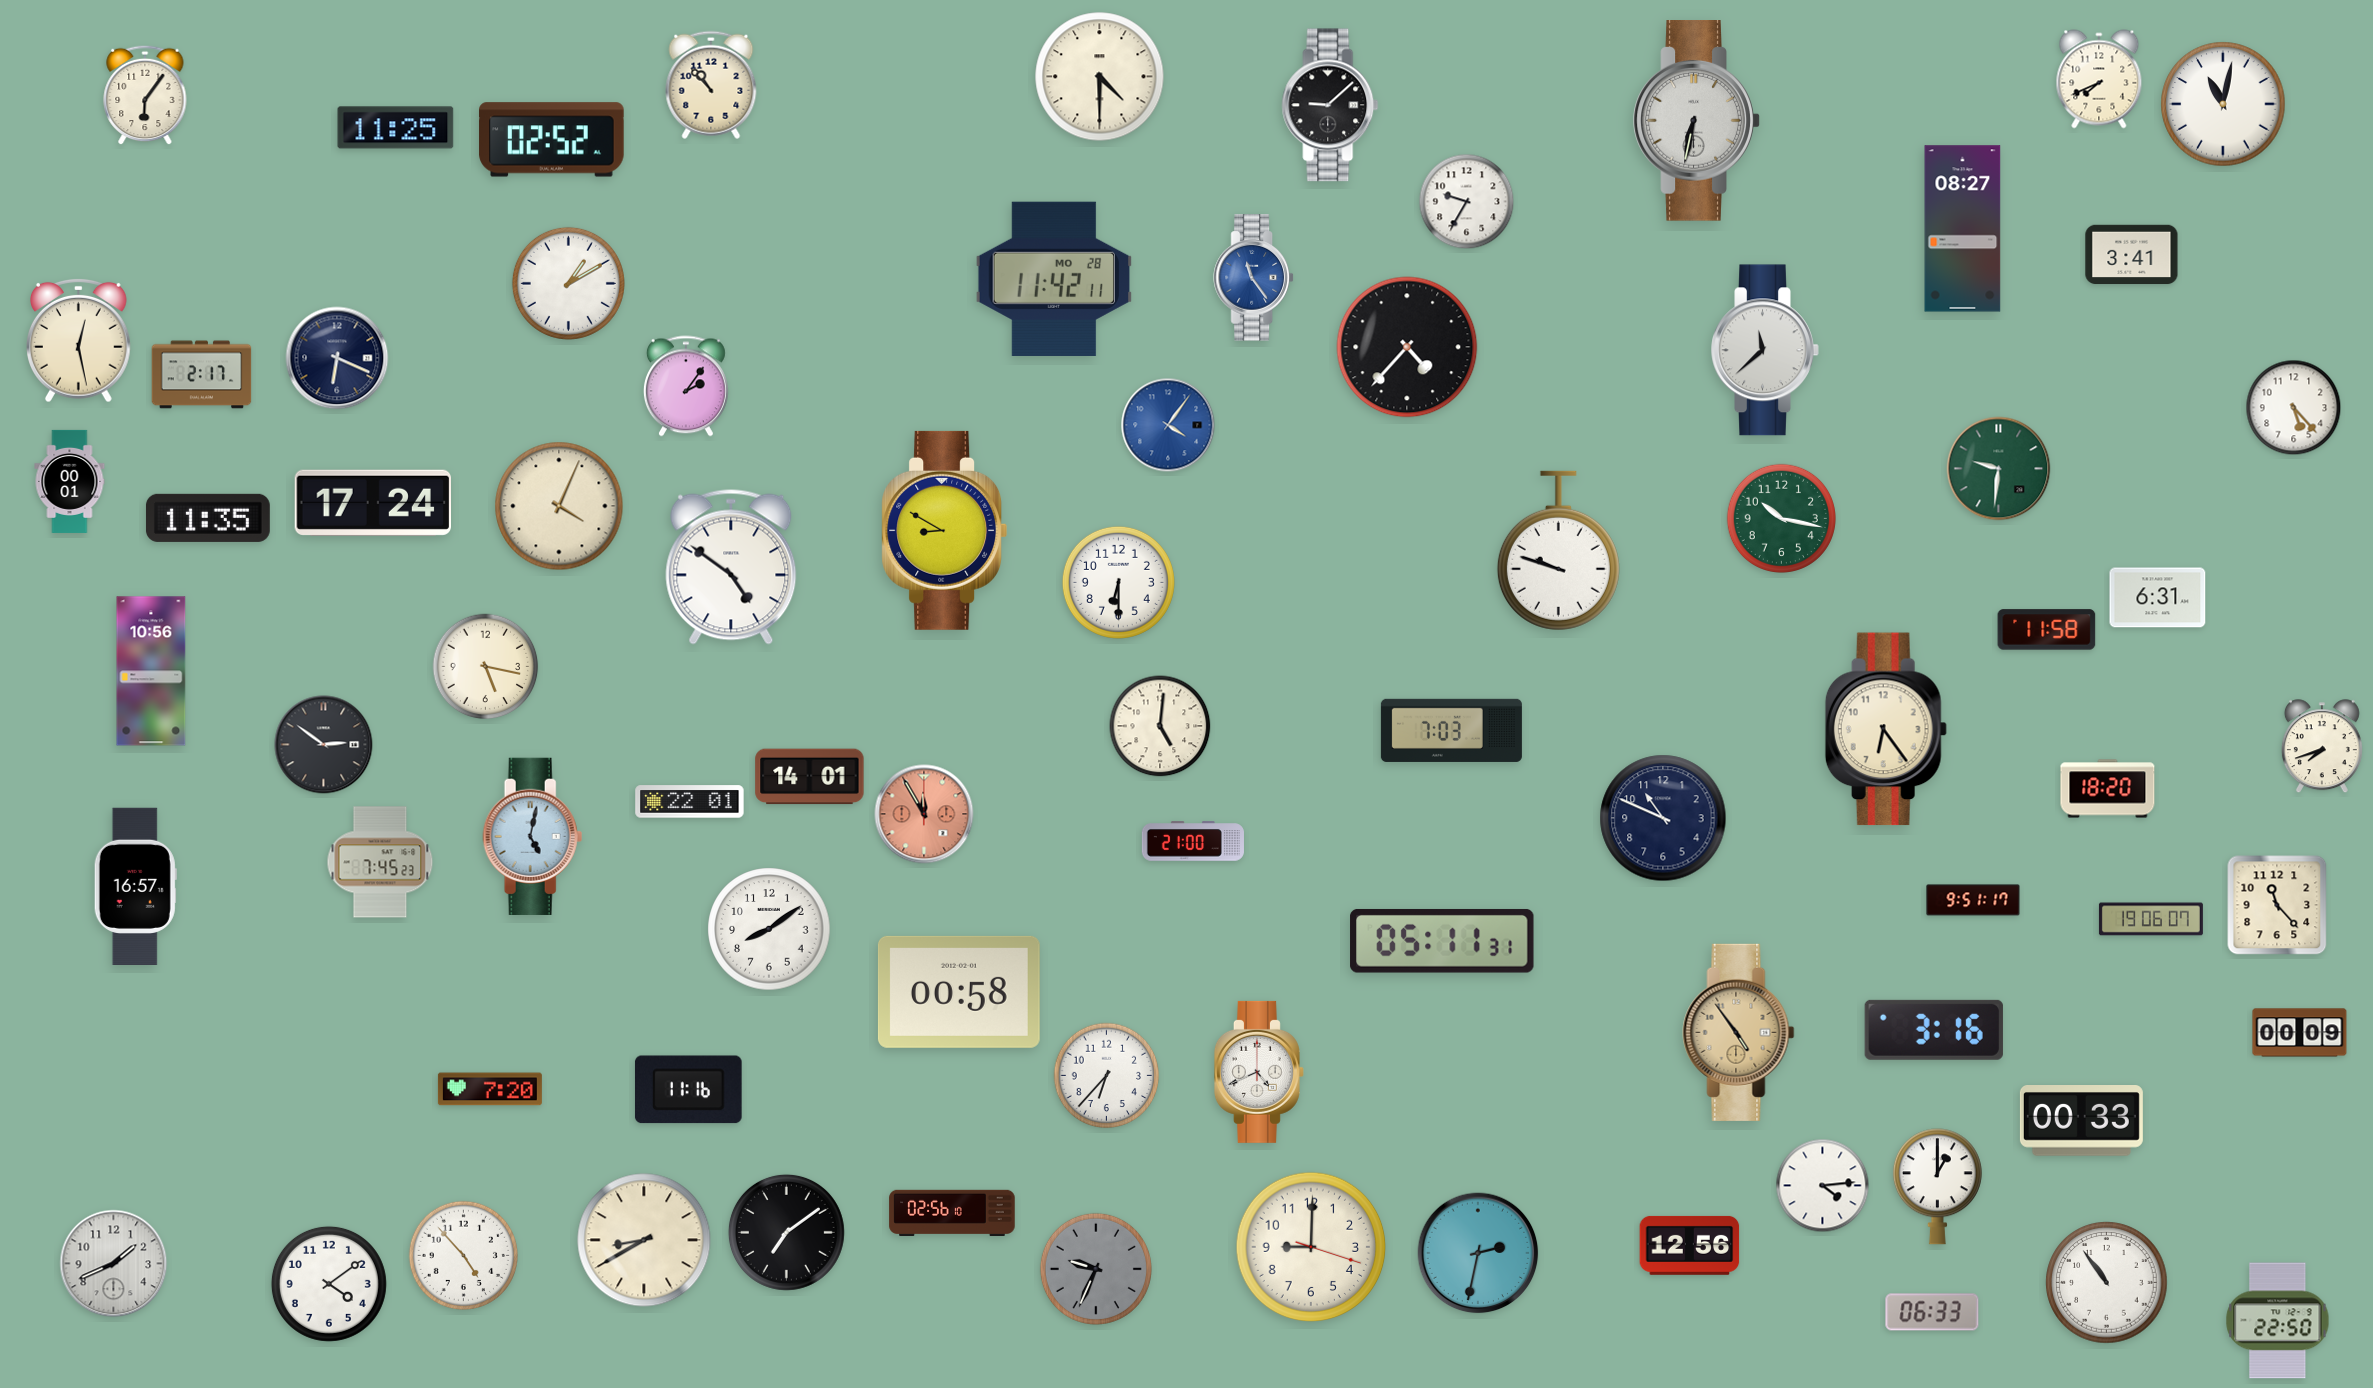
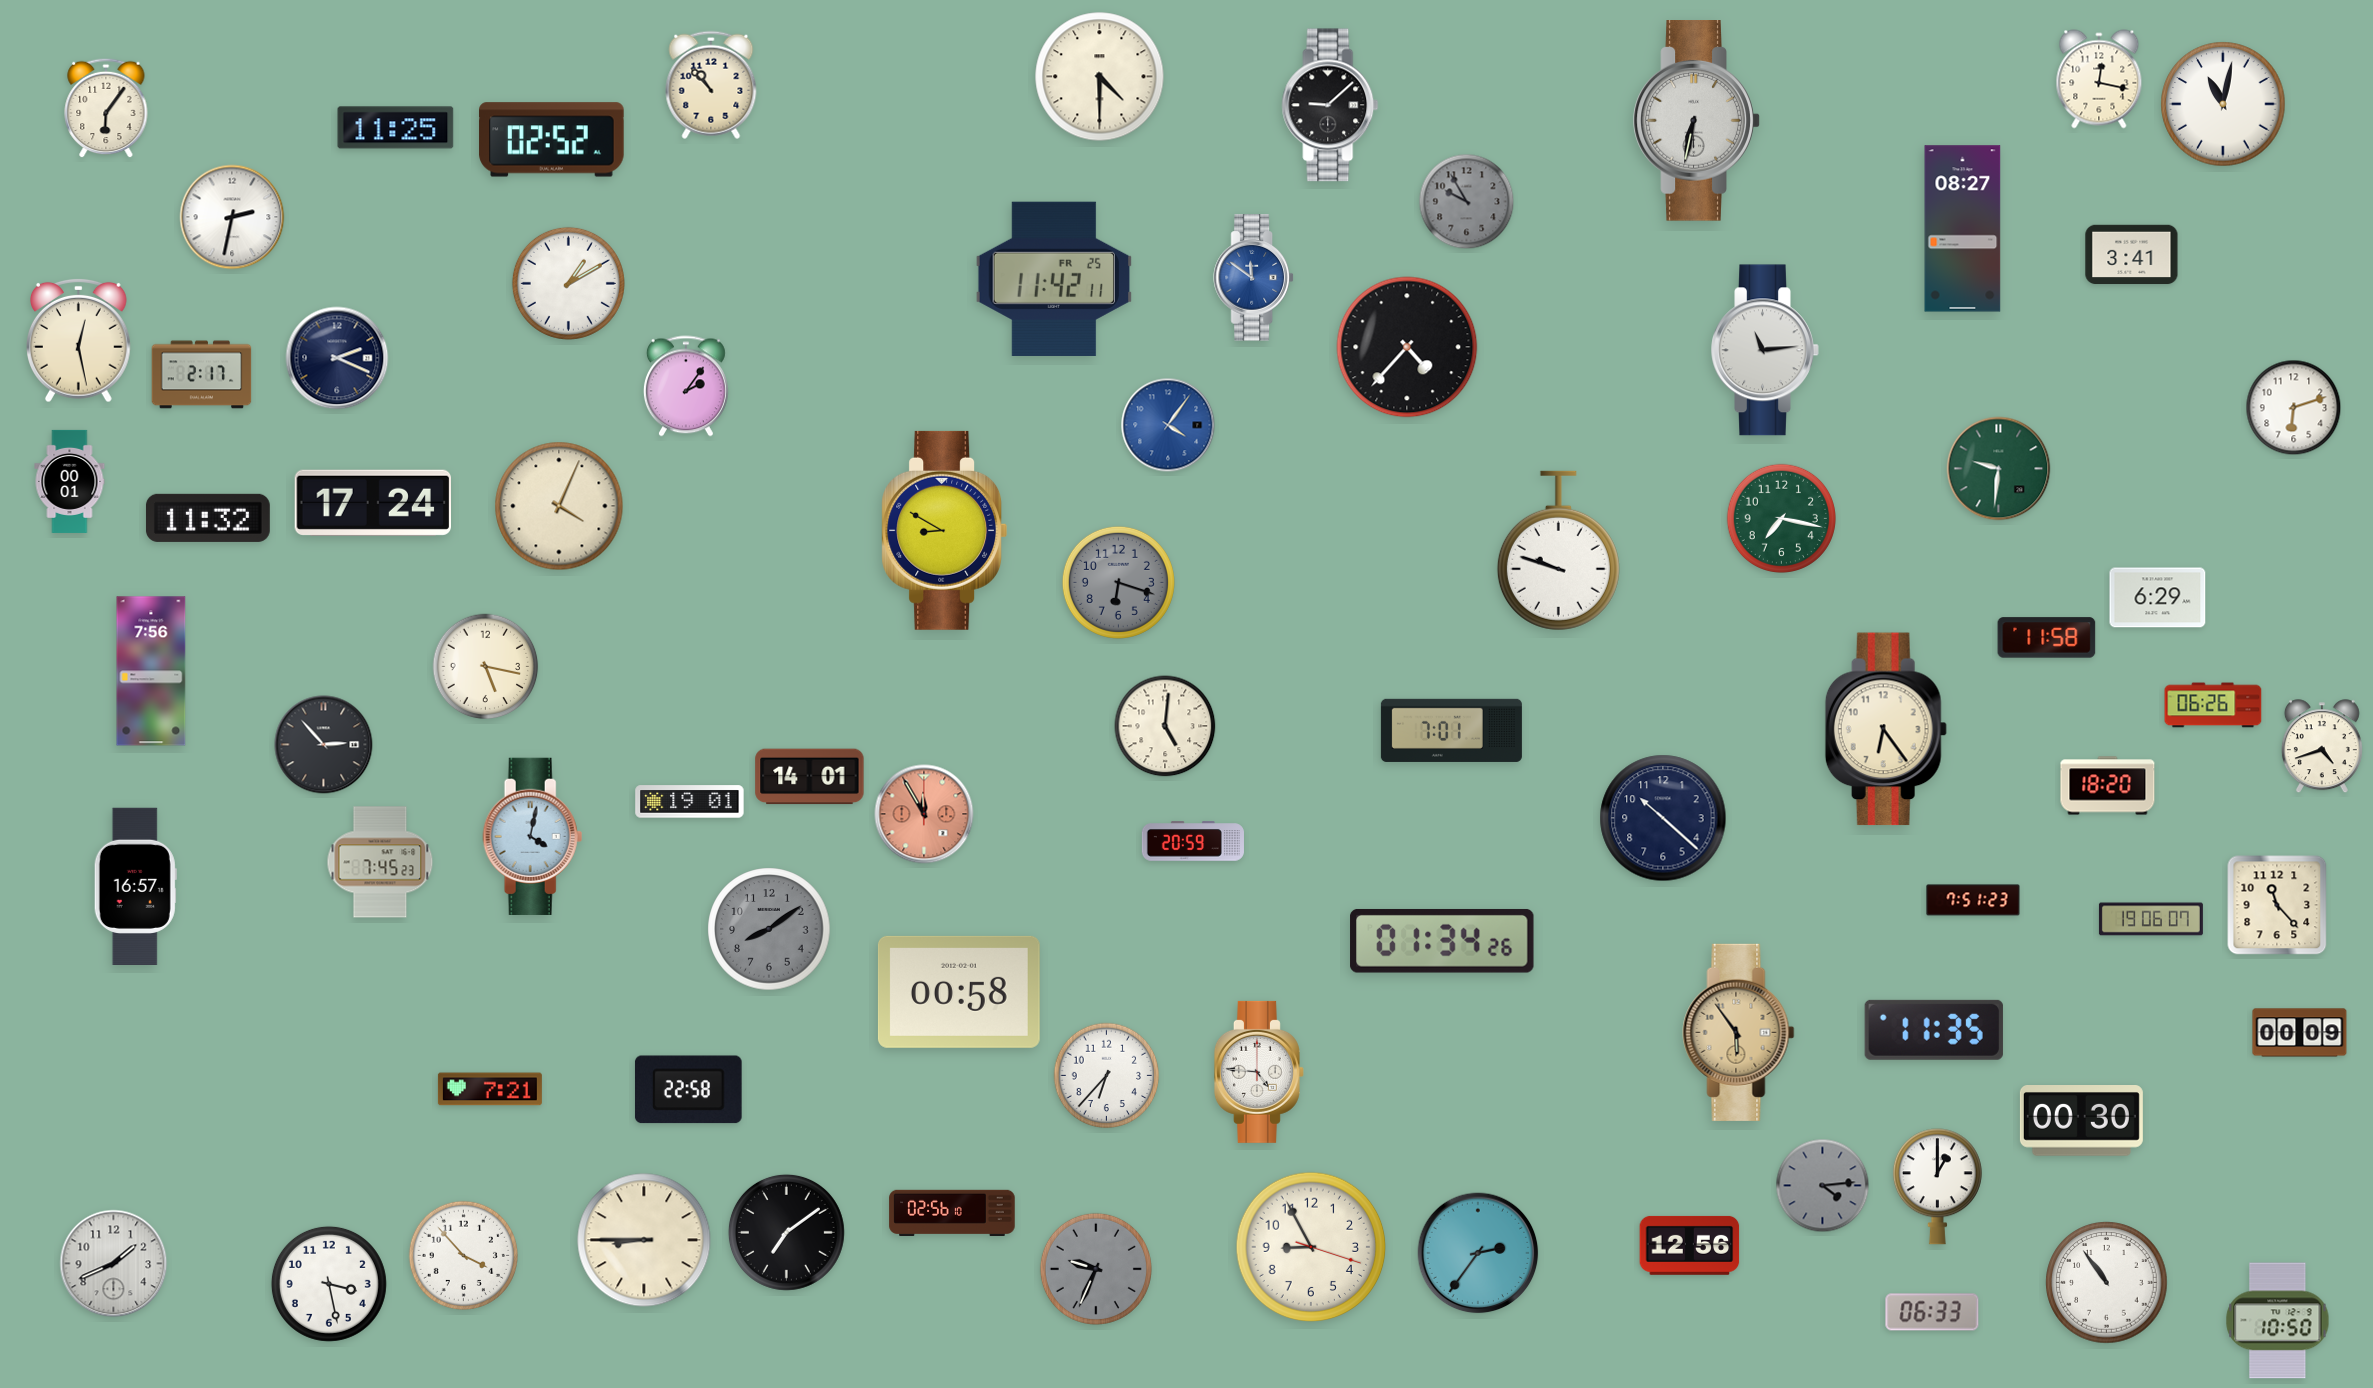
clock at (2099, 79): 7:41 -> 12:17
clock at (145, 95) position: (145, 95) -> (106, 108)
clock at (1467, 202): 9:35 -> 9:55
clock at (1467, 202) dial: white -> grey
clock at (232, 217): none -> 2:32
clock at (1253, 278): 11:24 -> 11:51
clock at (1053, 279) date: MO 28 -> FR 25
clock at (1765, 350): 11:38 -> 11:14
clock at (337, 358): 6:19 -> 2:19
clock at (2294, 408): 5:23 -> 6:12
clock at (208, 518): 11:35 -> 11:32
clock at (1781, 518): 10:17 -> 7:17
clock at (731, 567): 4:51 -> none
clock at (1118, 582): 6:30 -> 6:18
clock at (1118, 582) dial: white -> grey
clock at (2158, 598): 6:31 -> 6:29
clock at (2047, 630) position: (2047, 630) -> (2047, 638)
clock at (151, 671): 10:56 -> 7:56
clock at (2213, 705): none -> 06:26
clock at (1160, 726) position: (1160, 726) -> (1165, 726)
clock at (1451, 730): 7:03 -> 7:01
clock at (324, 745): 2:51 -> 2:53
clock at (2322, 747): 7:42 -> 4:42
clock at (2108, 789) position: (2108, 789) -> (2108, 786)
clock at (690, 802): 22:01 -> 19:01
clock at (1663, 818): 10:49 -> 10:22
clock at (533, 836): 5:02 -> 4:02
clock at (1193, 841): 21:00 -> 20:59
clock at (1973, 900): 9:51 -> 7:51
clock at (769, 929) dial: white -> grey
clock at (1442, 941): 05:11 -> 01:34
clock at (1934, 1030): 3:16 -> 11:35
clock at (1739, 1032): 4:54 -> 5:54
clock at (1259, 1072): 4:41 -> 4:46
clock at (490, 1089): 7:20 -> 7:21
clock at (689, 1090): 11:16 -> 22:58
clock at (2081, 1121): 00:33 -> 00:30
clock at (1823, 1186) dial: white -> grey
clock at (644, 1240): 8:40 -> 8:45
clock at (1311, 1247): 9:00 -> 8:55
clock at (1478, 1253): 2:32 -> 2:36
clock at (463, 1255): 4:53 -> 3:53
clock at (329, 1284): 4:09 -> 3:28
clock at (2278, 1321): 22:50 -> 10:50
